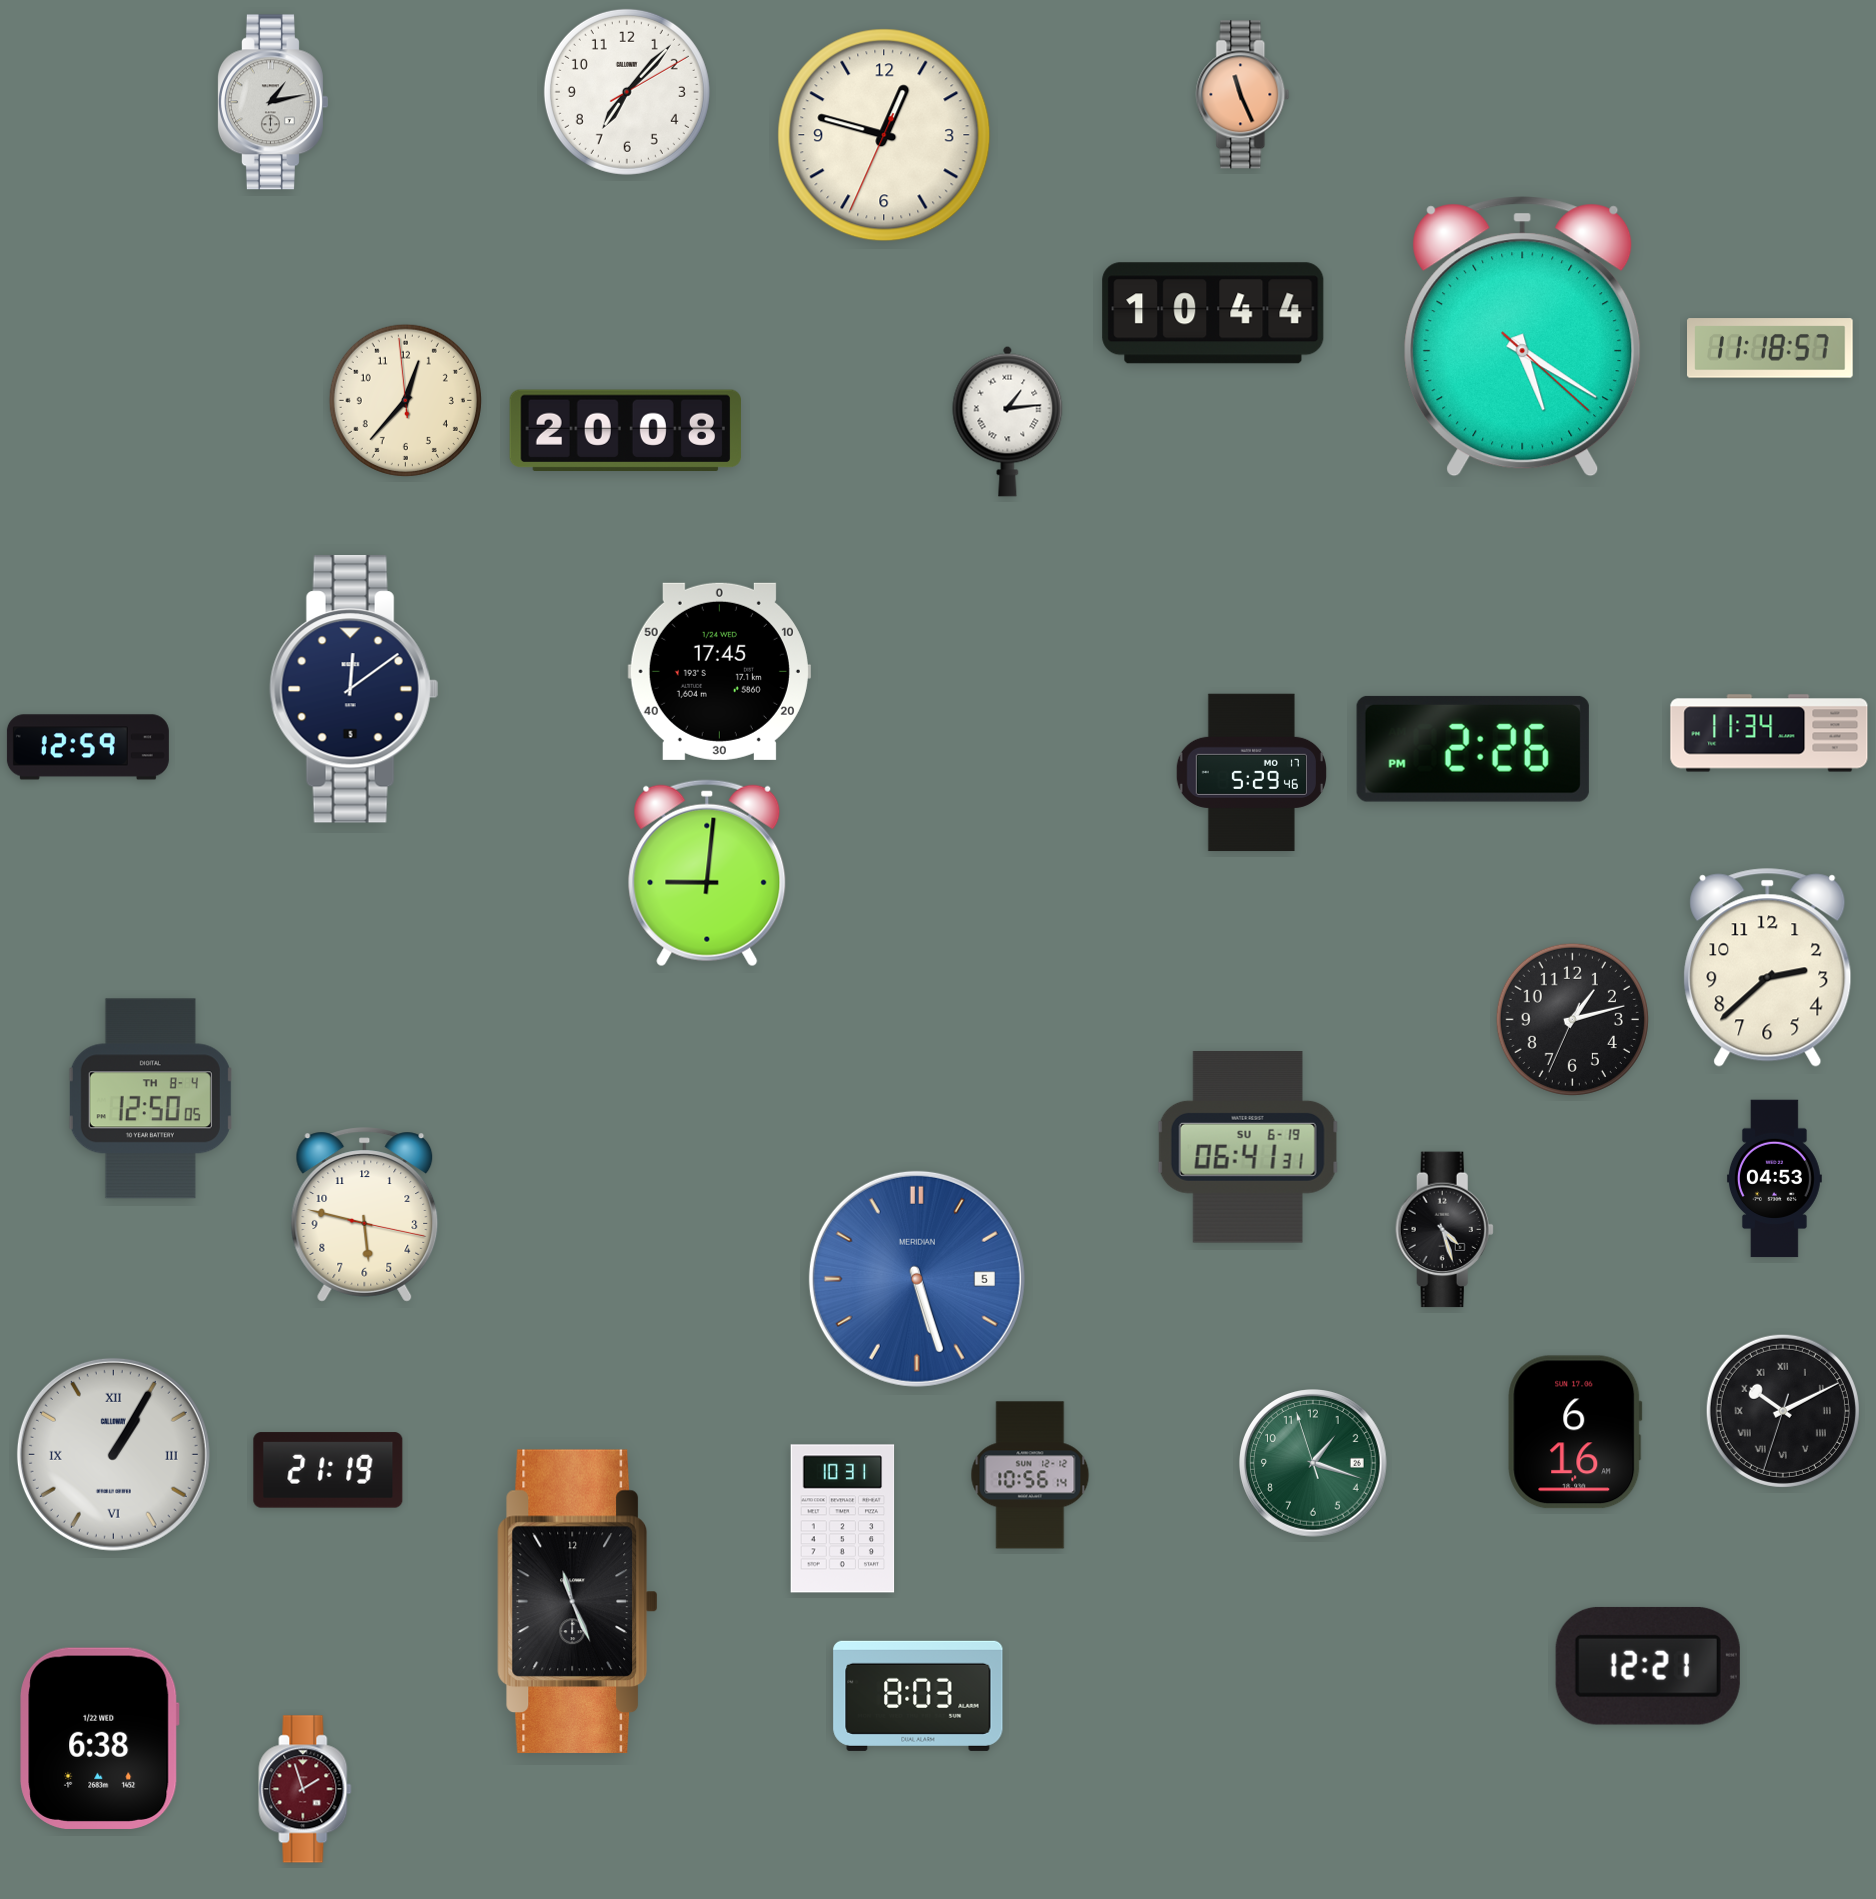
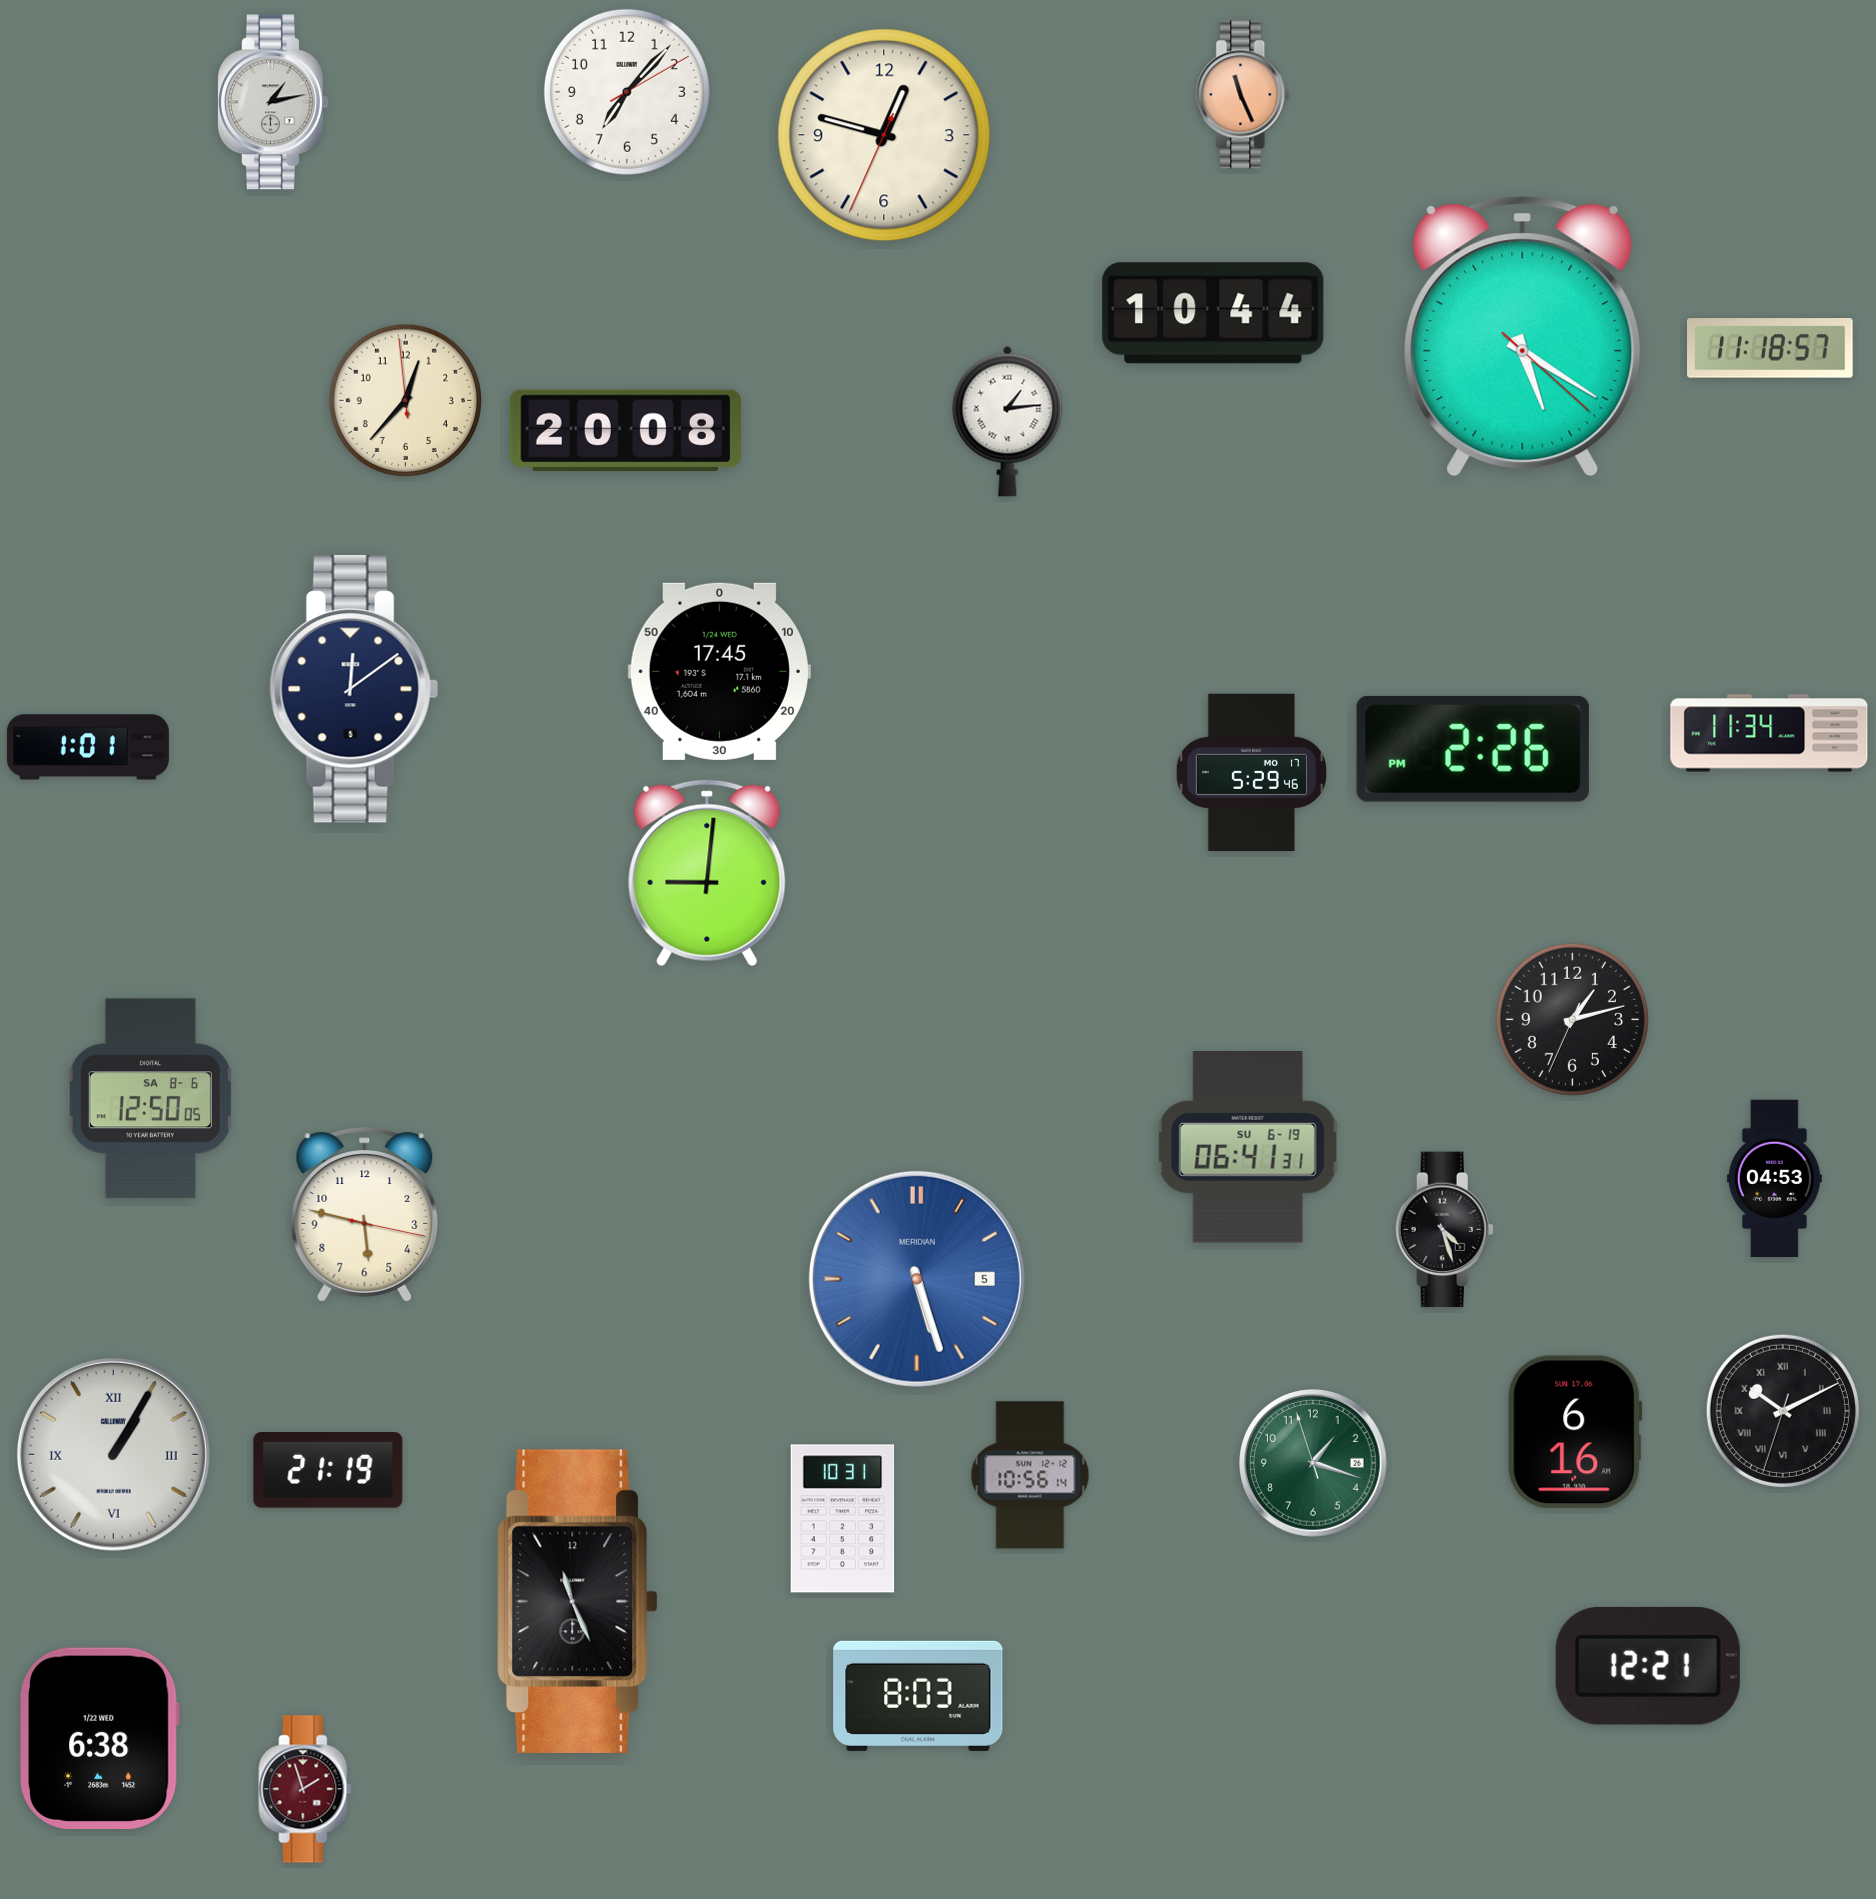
clock at (88, 747): 12:59 -> 1:01
clock at (1768, 967): 2:38 -> none
clock at (150, 1099) date: TH 8-4 -> SA 8-6
